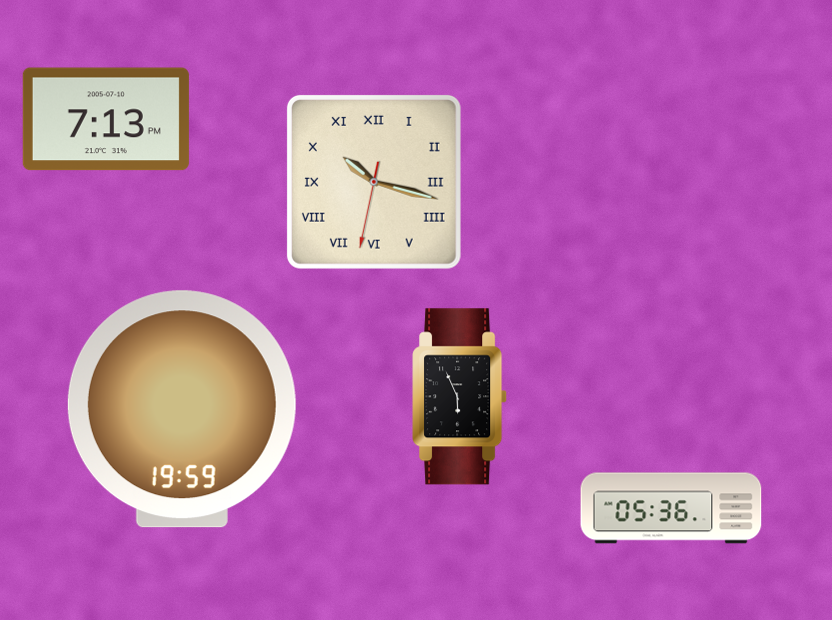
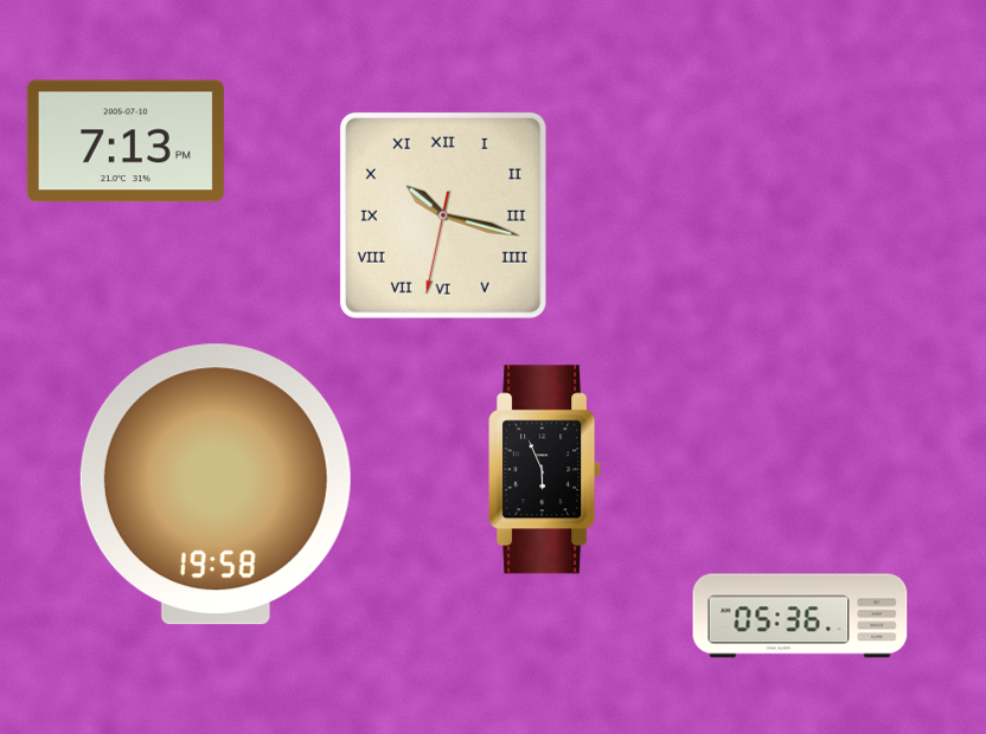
clock at (182, 409): 19:59 -> 19:58
clock at (671, 508) position: (671, 508) -> (800, 616)
